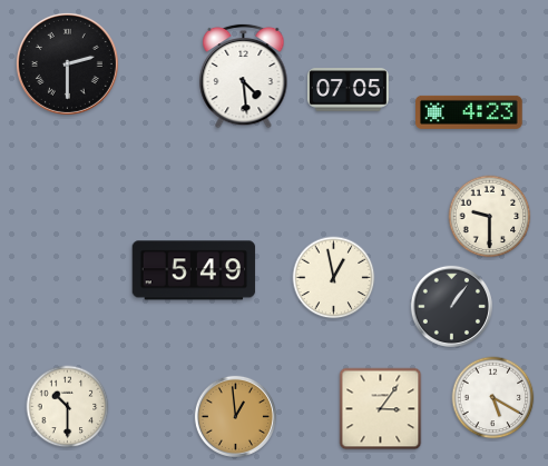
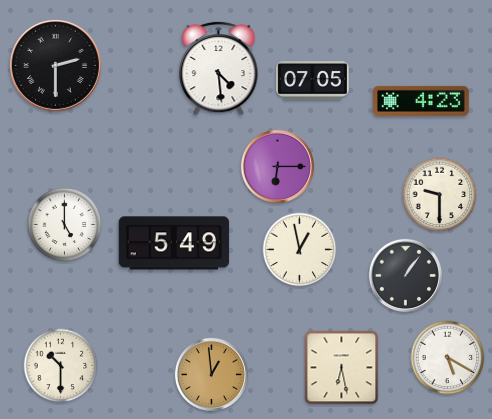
clock at (67, 63) position: (67, 63) -> (55, 65)
clock at (277, 166): none -> 6:15
clock at (65, 225): none -> 5:00
clock at (493, 398) position: (493, 398) -> (448, 358)
clock at (381, 409): 3:06 -> 6:28
